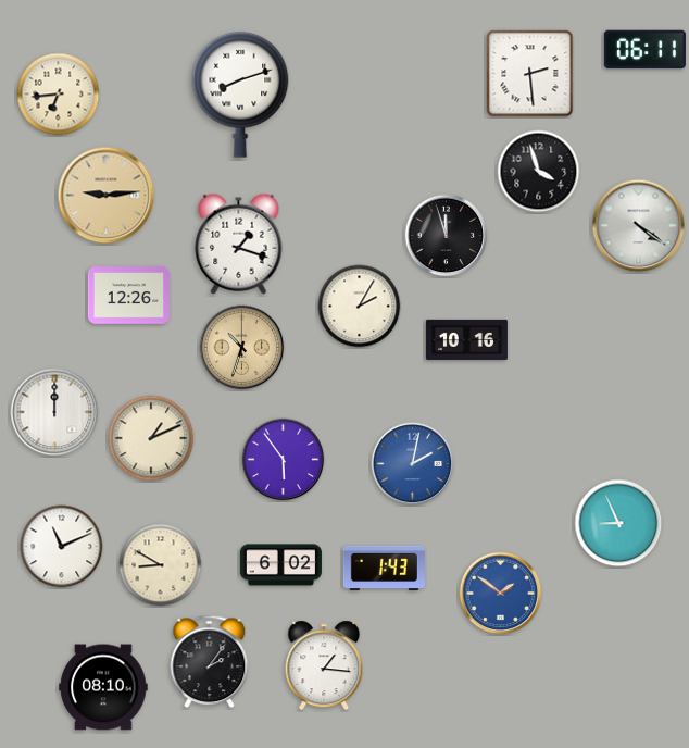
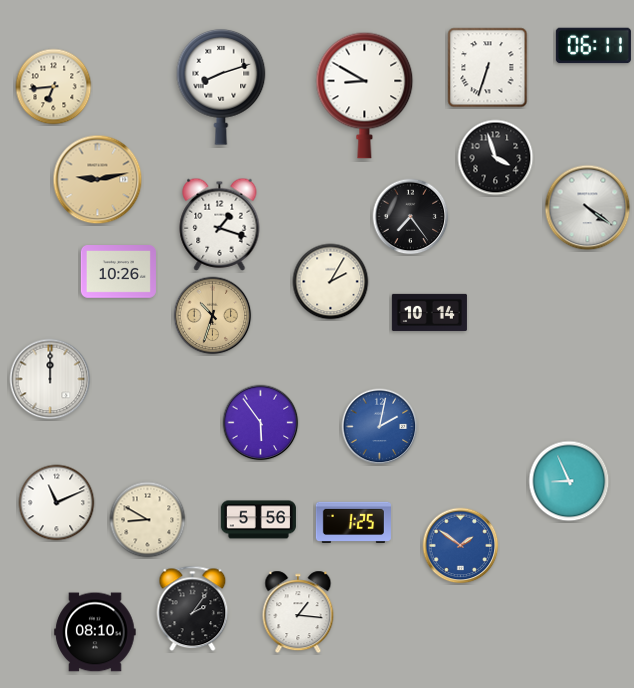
clock at (530, 74): 2:29 -> 6:33
clock at (365, 95): none -> 8:50
clock at (107, 196): 9:14 -> 9:13
clock at (447, 236): 11:57 -> 7:24
clock at (128, 296): 12:26 -> 10:26
clock at (466, 339): 10:16 -> 10:14
clock at (242, 348) position: (242, 348) -> (213, 316)
clock at (151, 438): 1:11 -> none
clock at (280, 565): 6:02 -> 5:56
clock at (384, 568): 1:43 -> 1:25
